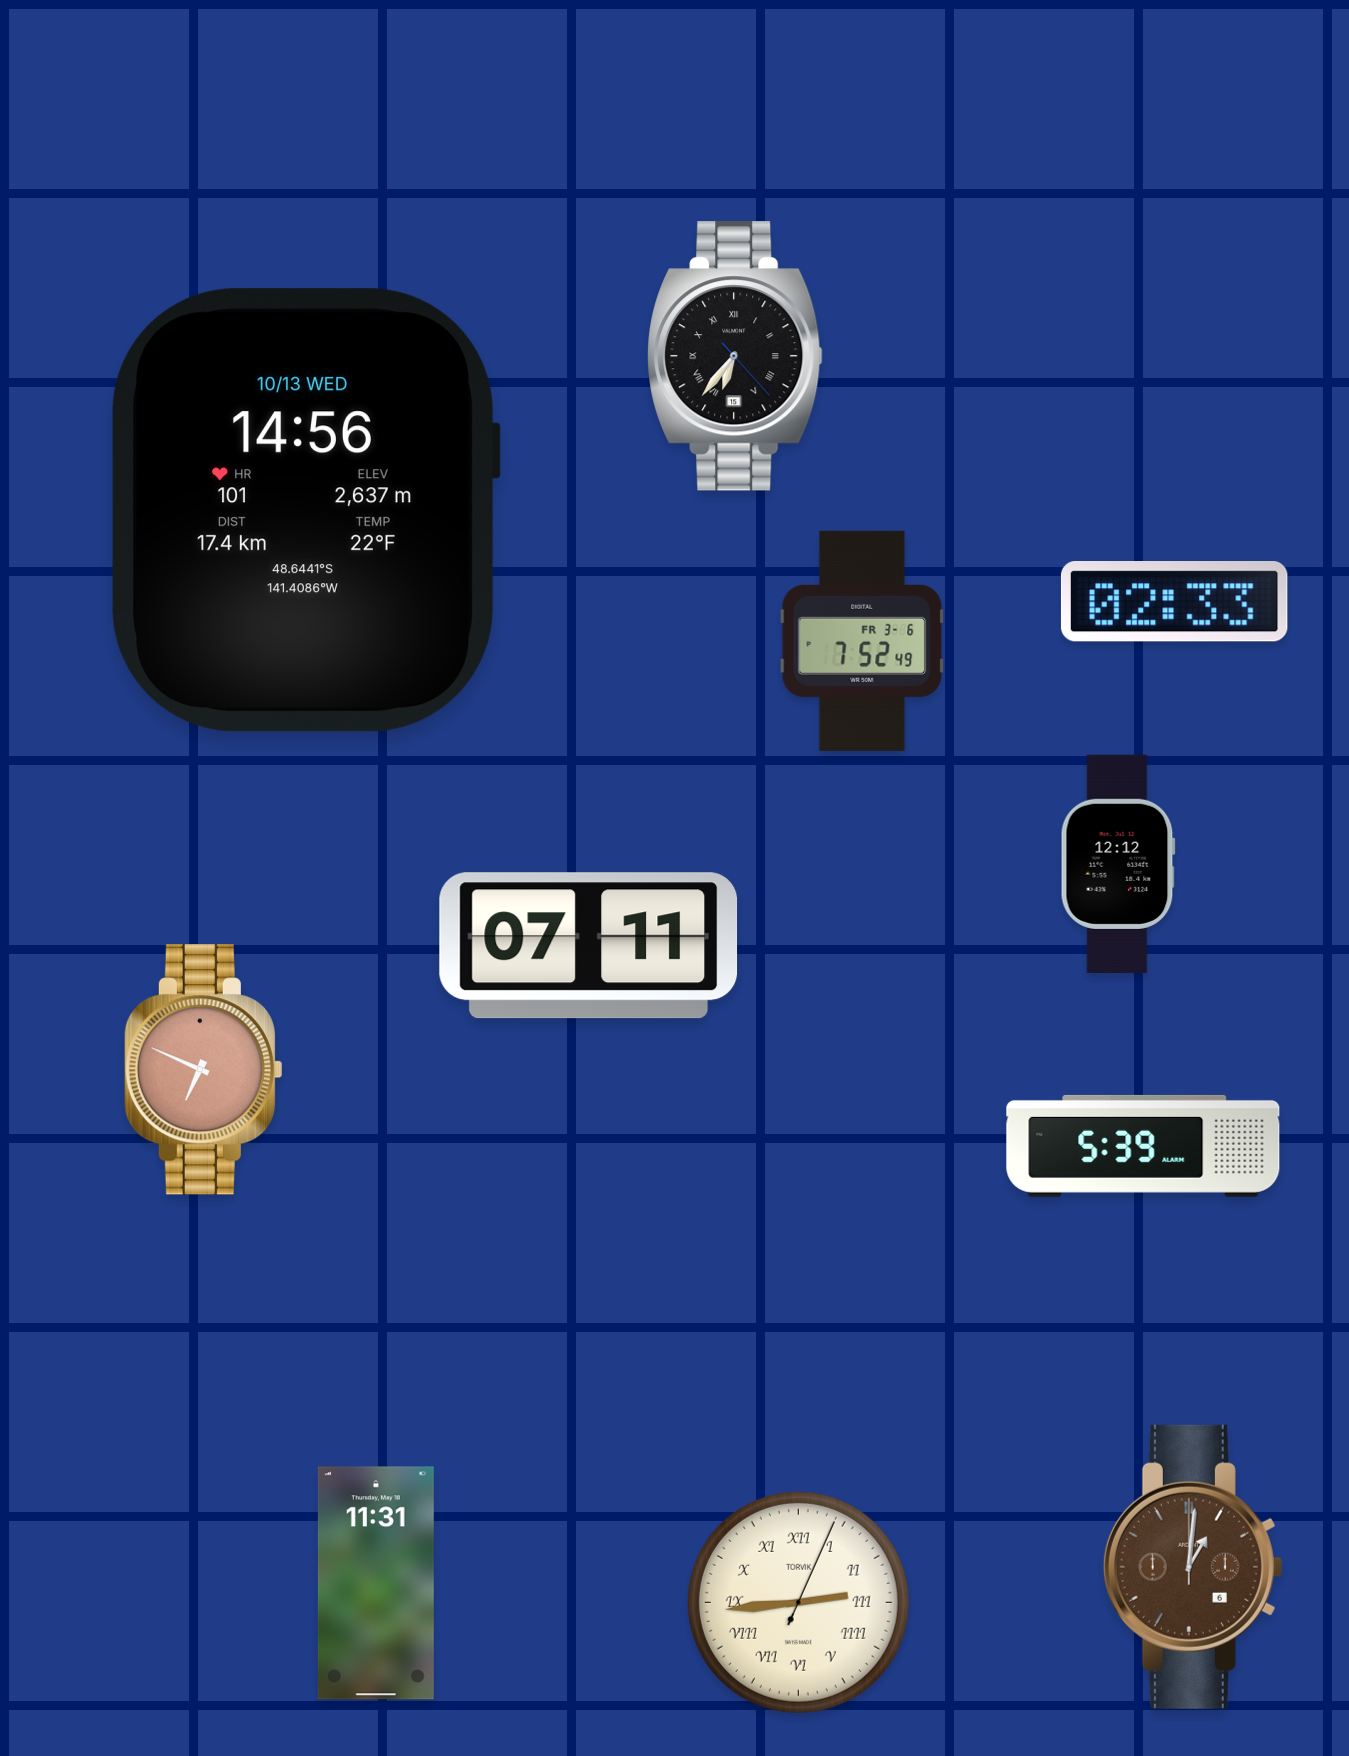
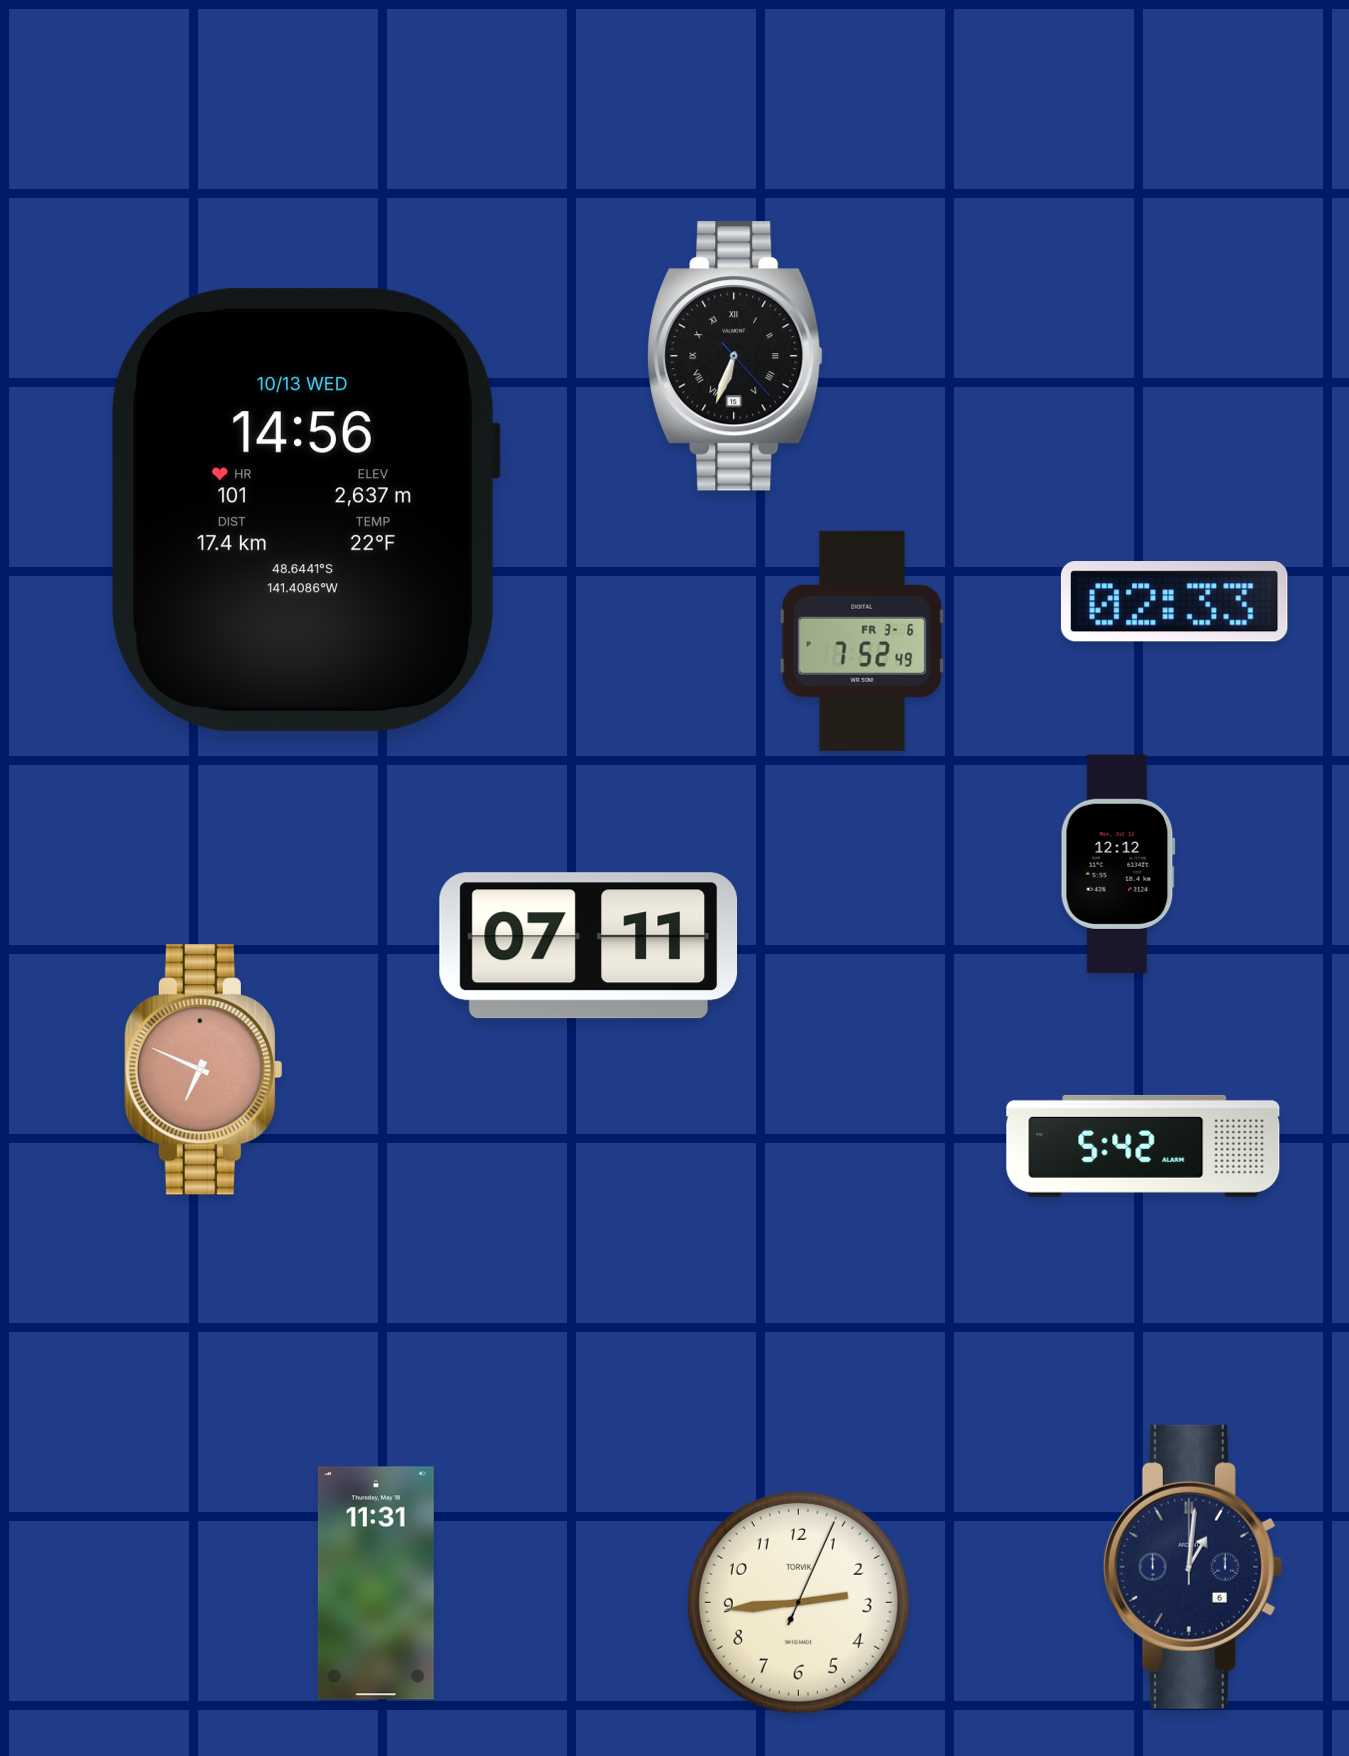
clock at (735, 356): 6:36 -> 6:33
clock at (1143, 1146): 5:39 -> 5:42
clock at (1193, 1567) dial: brown -> navy
clock at (798, 1602) numerals: Roman -> Arabic
